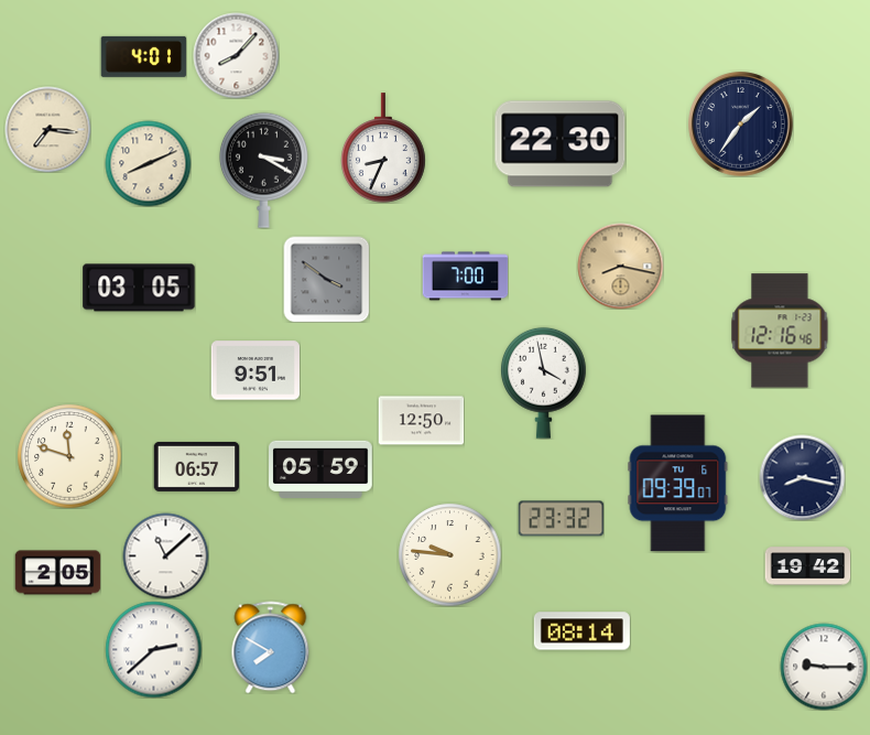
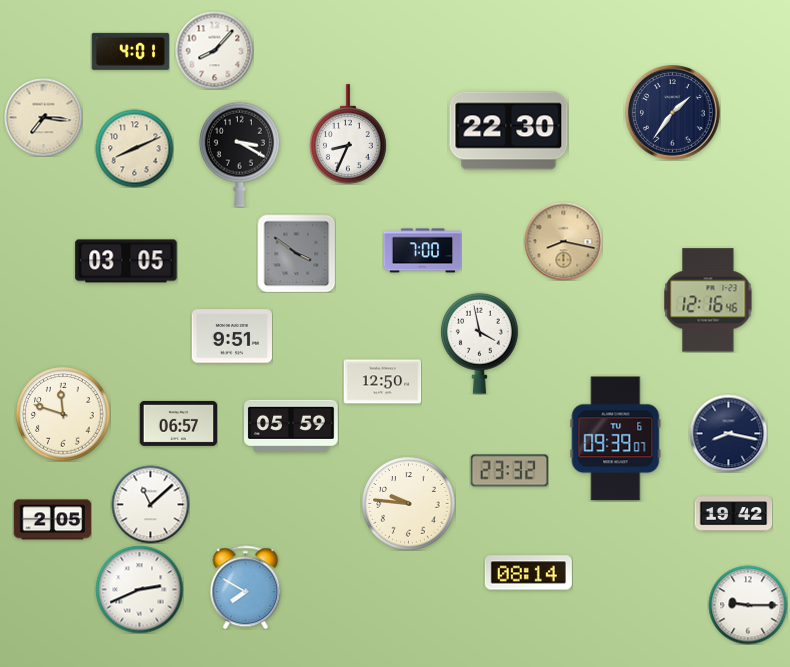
clock at (543, 382) position: (543, 382) -> (479, 343)
clock at (153, 649): 2:38 -> 2:41
